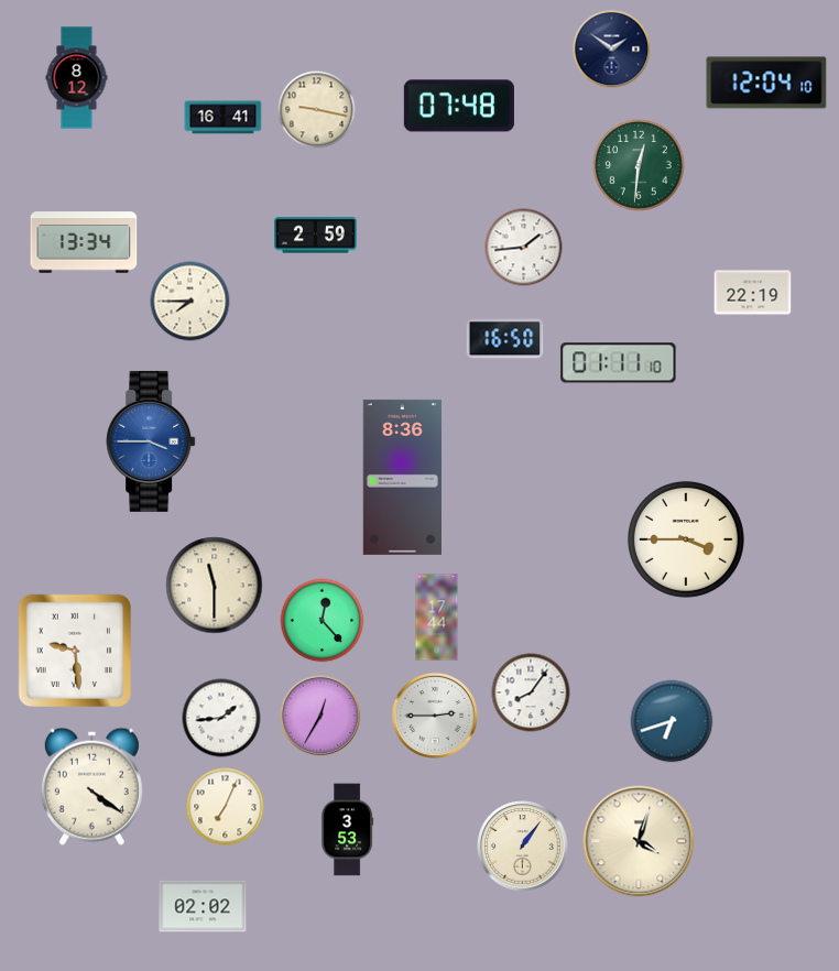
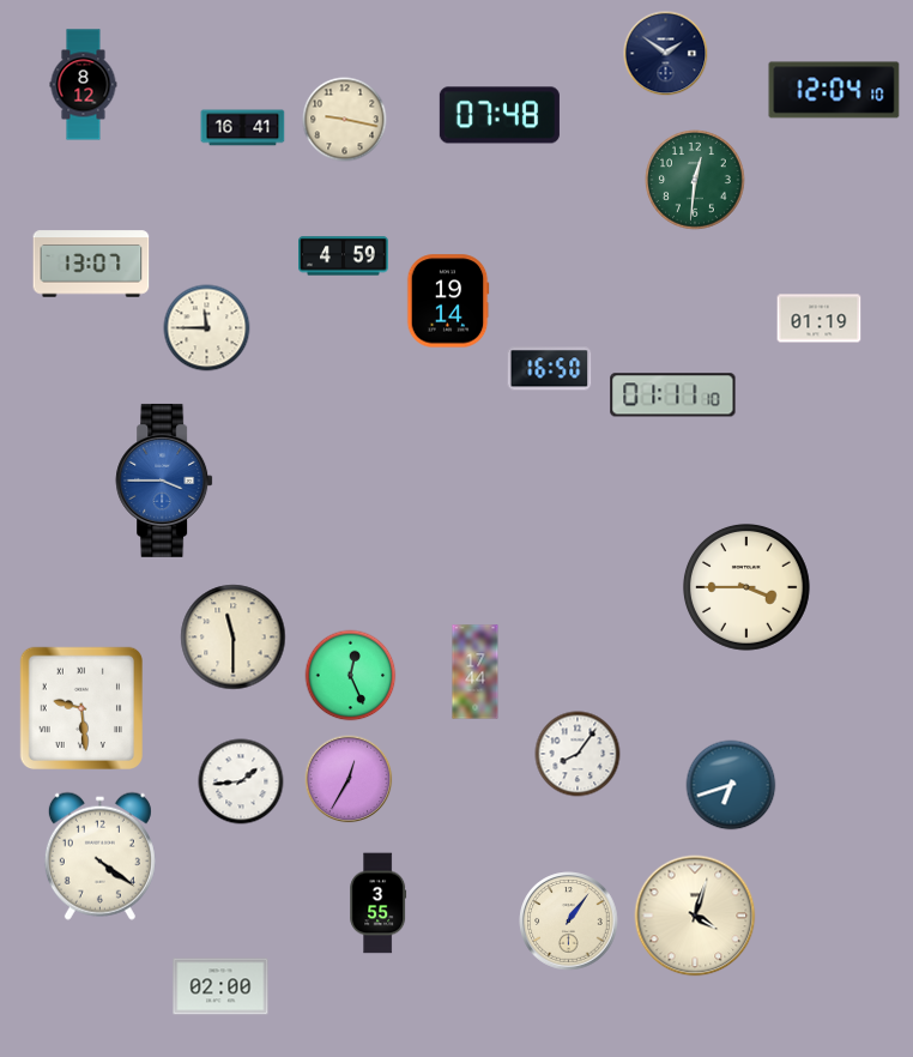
clock at (316, 236): 2:59 -> 4:59
clock at (84, 242): 13:34 -> 13:07
clock at (524, 248): 1:44 -> none
clock at (448, 301): none -> 19:14
clock at (753, 293): 22:19 -> 01:19
clock at (190, 302): 7:45 -> 11:45
clock at (402, 477): 8:36 -> none
clock at (323, 621): 12:23 -> 12:26
clock at (435, 716): 2:45 -> none
clock at (226, 807): 7:04 -> none
clock at (348, 830): 3:53 -> 3:55
clock at (203, 906): 02:02 -> 02:00
